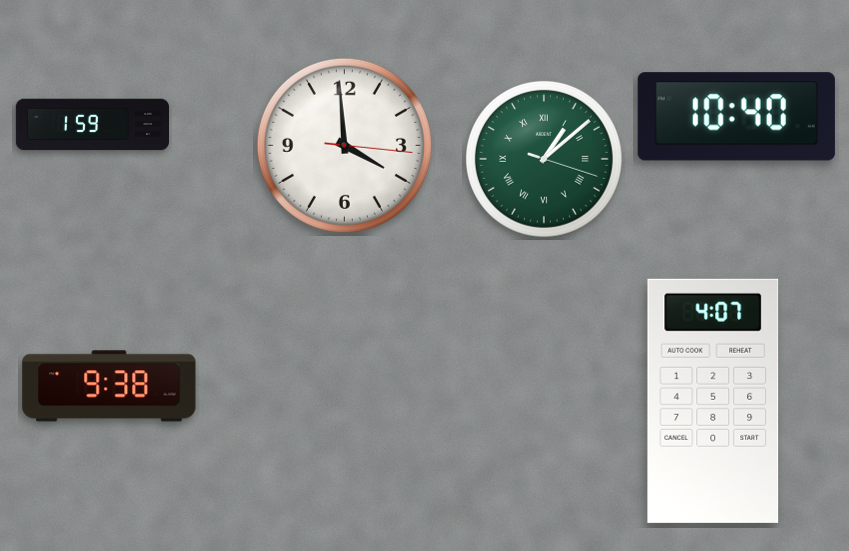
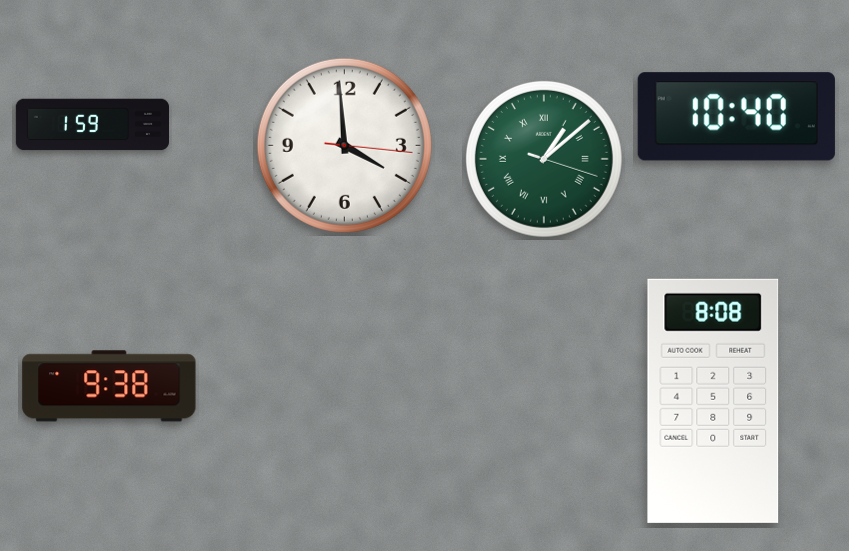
clock at (713, 401): 4:07 -> 8:08
